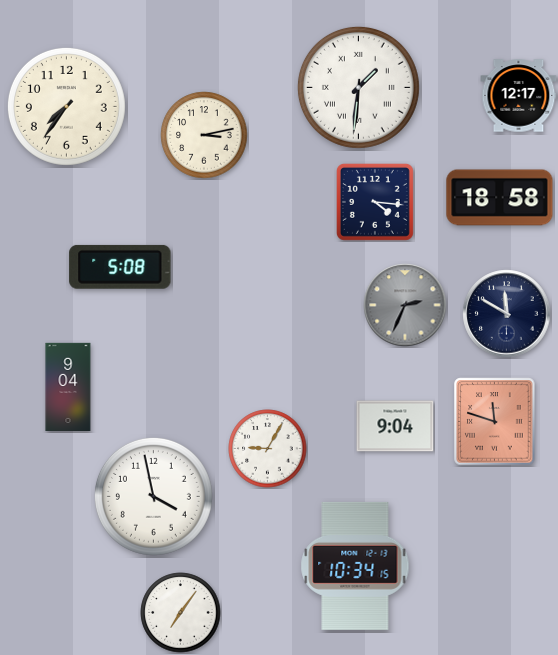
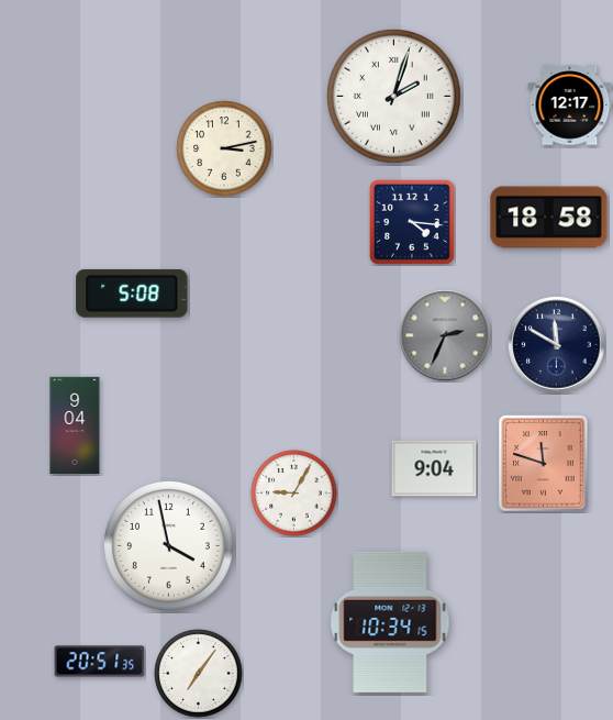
clock at (358, 87): 1:31 -> 2:03
clock at (66, 106): 7:36 -> none
clock at (100, 662): none -> 20:51
